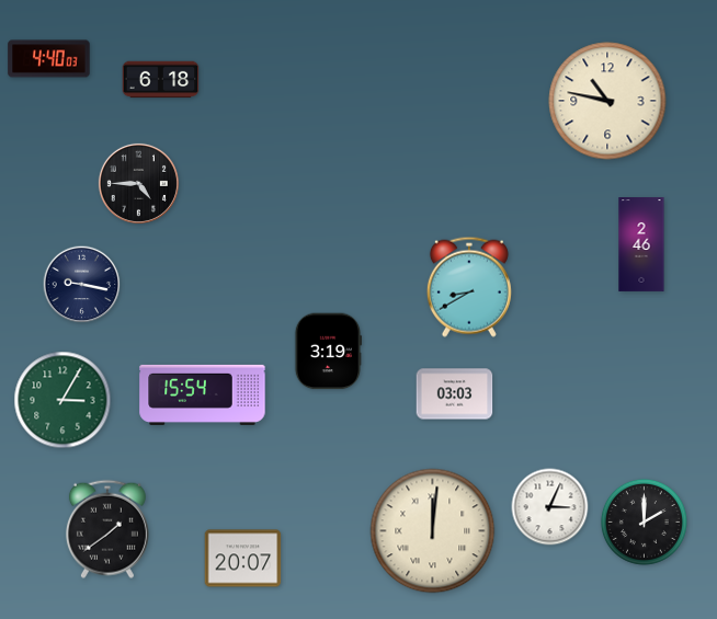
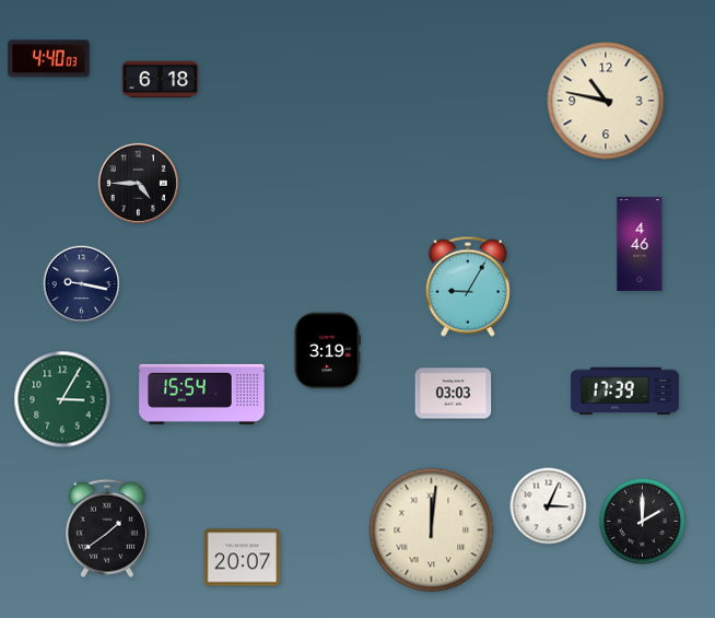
clock at (641, 245): 2:46 -> 4:46
clock at (469, 287): 8:40 -> 9:05
clock at (624, 392): none -> 17:39
